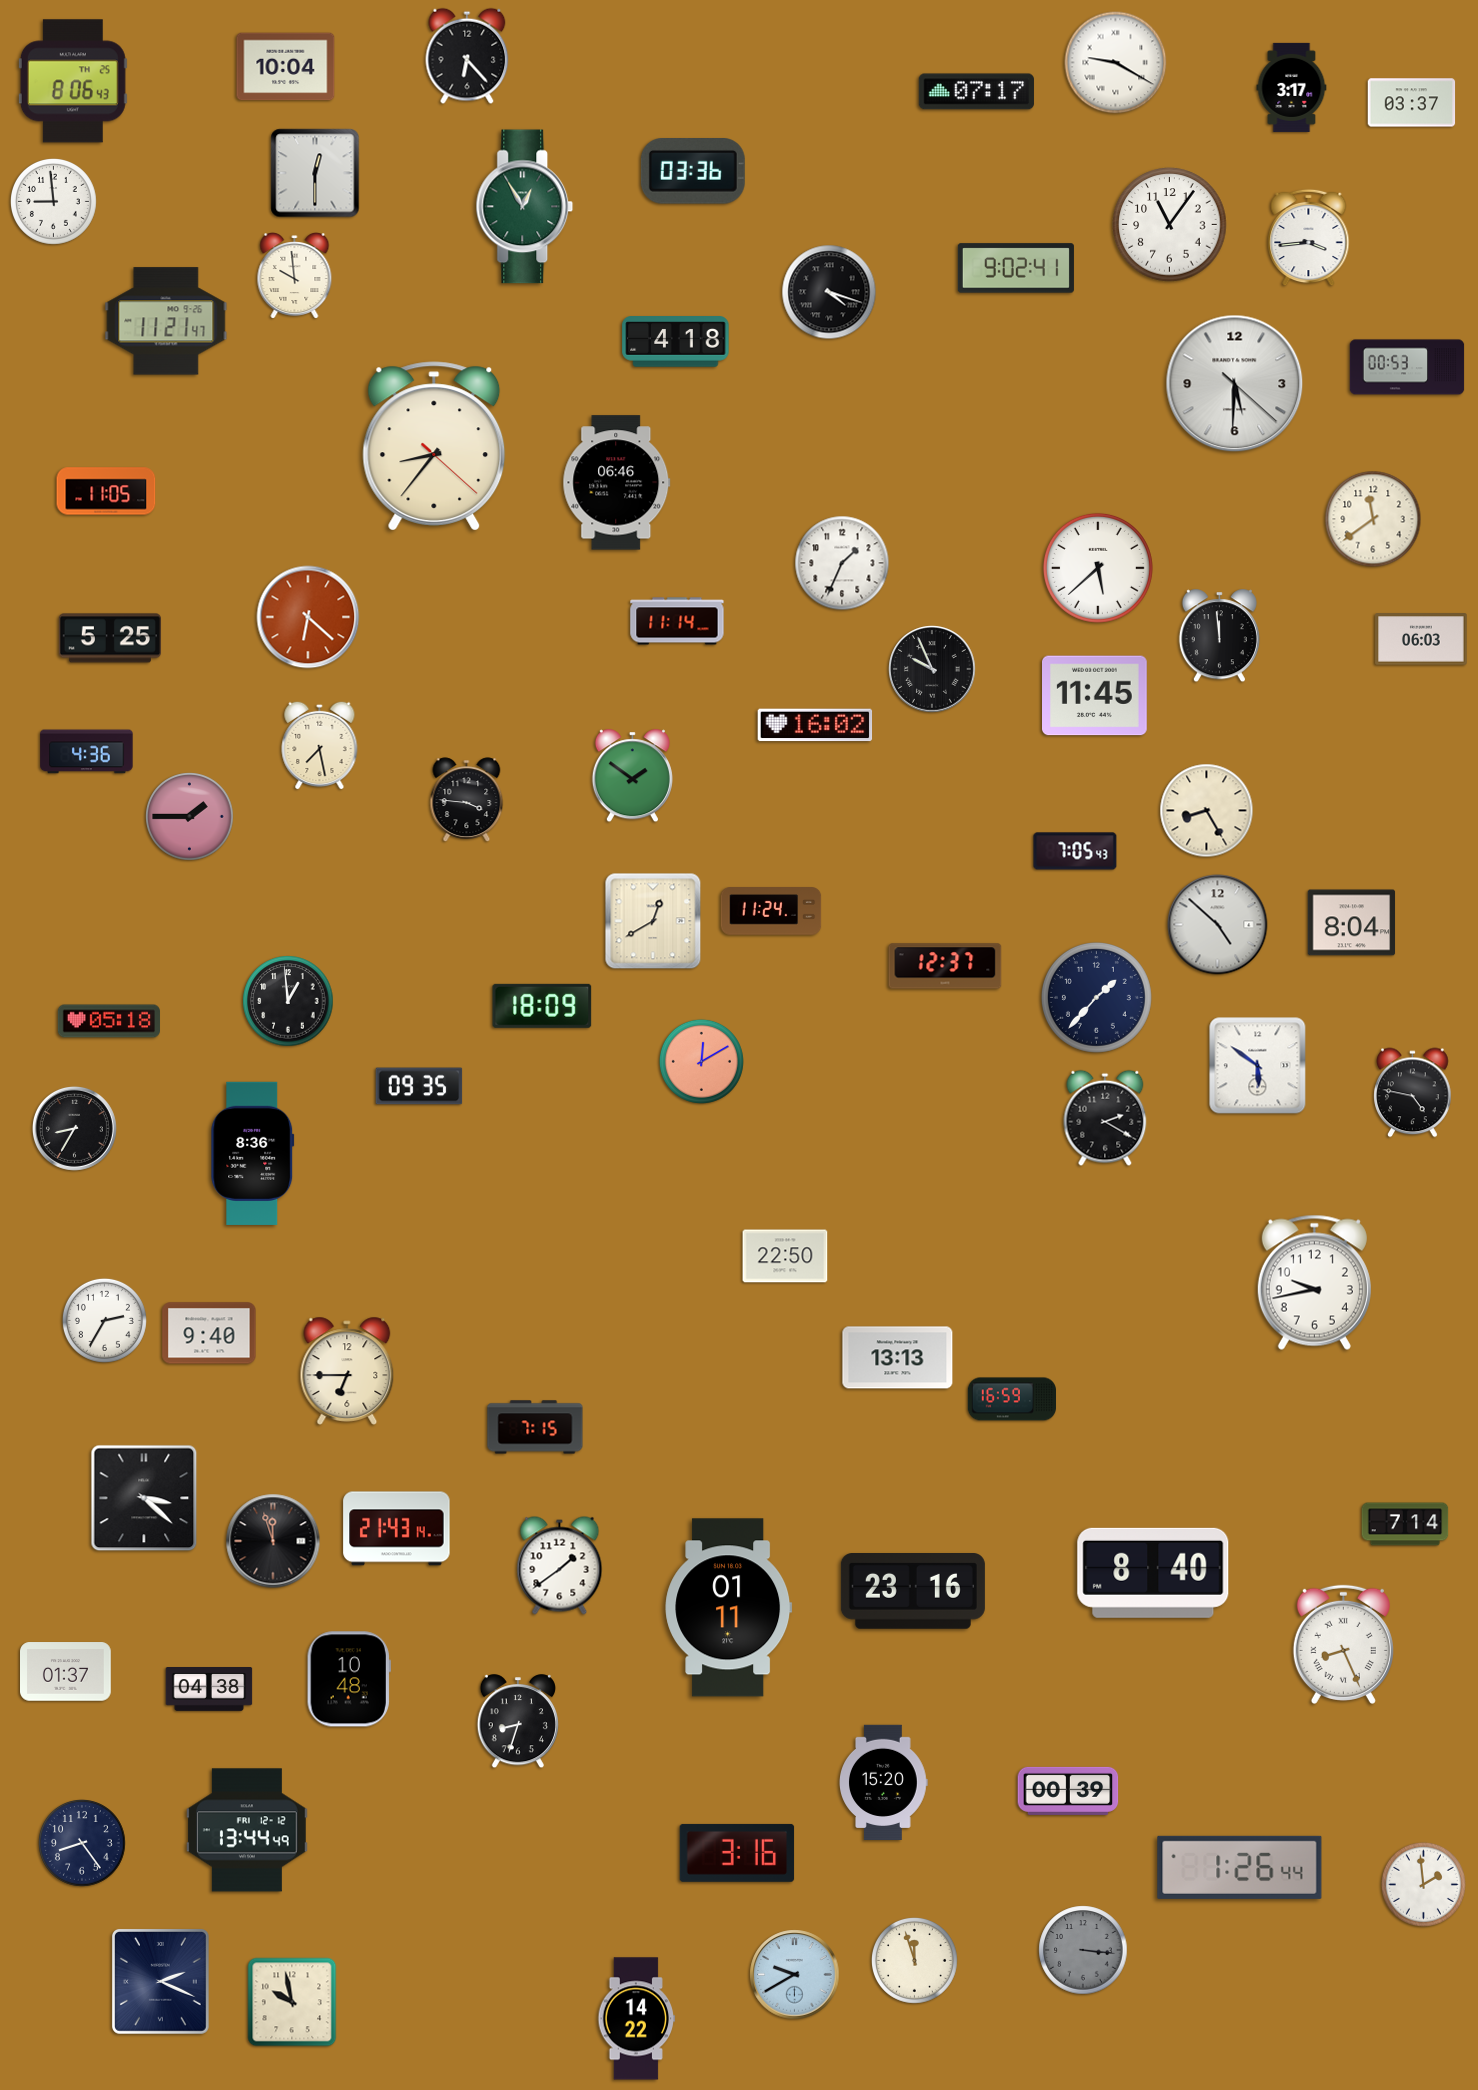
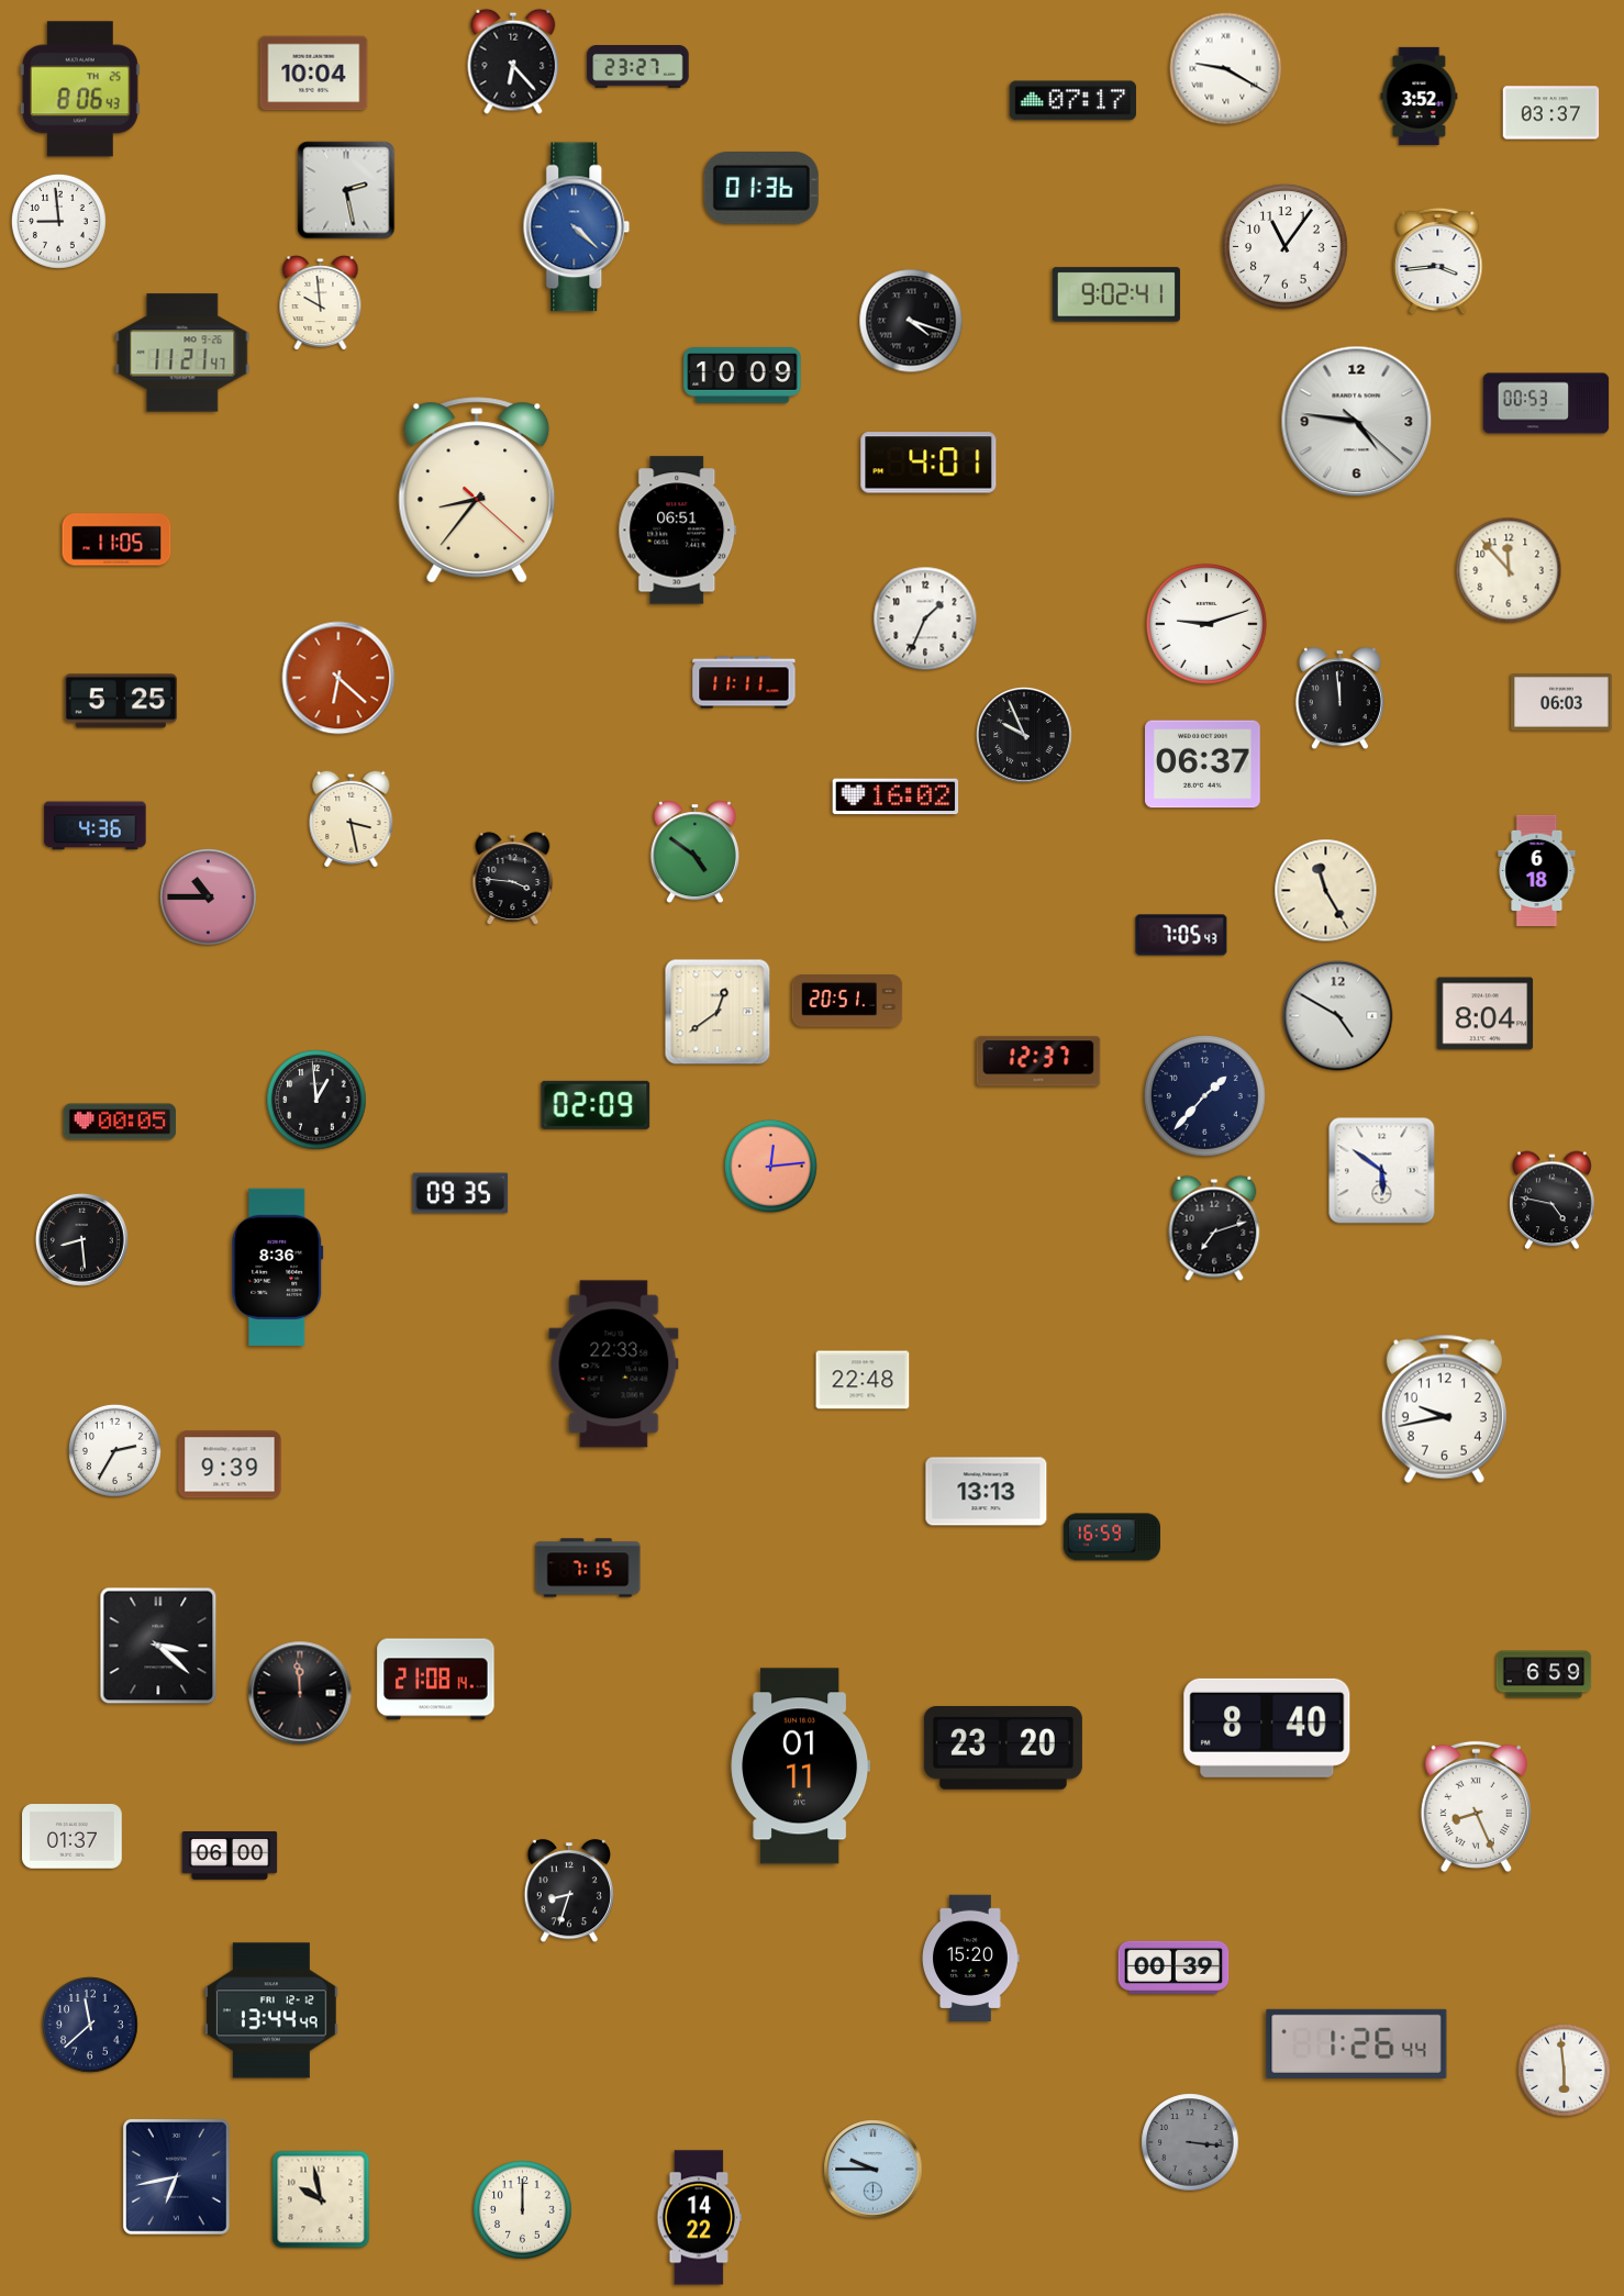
clock at (638, 67): none -> 23:27
clock at (1292, 87): 3:17 -> 3:52
clock at (693, 171): 03:36 -> 01:36
clock at (315, 173): 12:30 -> 2:28
clock at (525, 207): 12:55 -> 4:22
clock at (525, 207) dial: green -> blue
clock at (295, 276) position: (295, 276) -> (321, 303)
clock at (676, 342): 4:18 -> 10:09
clock at (1235, 384): 5:30 -> 4:46
clock at (928, 462): none -> 4:01
clock at (617, 483): 06:46 -> 06:51
clock at (1373, 519): 11:39 -> 11:53
clock at (1098, 568): 5:38 -> 9:12
clock at (677, 621): 11:14 -> 11:11
clock at (1095, 696): 11:45 -> 06:37
clock at (320, 745): 7:28 -> 3:28
clock at (632, 776): 1:51 -> 4:51
clock at (1537, 871): none -> 6:18
clock at (1207, 811): 8:25 -> 11:25
clock at (190, 817): 1:45 -> 10:45
clock at (771, 911): 11:24 -> 20:51
clock at (653, 921): 12:40 -> 12:39
clock at (1218, 925): 4:52 -> 4:50
clock at (542, 1006): 18:09 -> 02:09
clock at (109, 1021): 05:18 -> 00:05
clock at (701, 1061): 12:10 -> 12:14
clock at (1105, 1118): 2:20 -> 7:12
clock at (74, 1128): 8:35 -> 8:29
clock at (614, 1364): none -> 22:33
clock at (785, 1256): 22:50 -> 22:48
clock at (209, 1333): 9:40 -> 9:39
clock at (347, 1371): 6:45 -> none
clock at (1405, 1524): 7:14 -> 6:59
clock at (397, 1529): 21:43 -> 21:08
clock at (273, 1541): 11:57 -> 11:59
clock at (560, 1566): 1:39 -> none
clock at (913, 1592): 23:16 -> 23:20
clock at (349, 1679): 10:48 -> none
clock at (209, 1690): 04:38 -> 06:00
clock at (83, 1844): 8:24 -> 11:38
clock at (737, 1853): 3:16 -> none
clock at (1240, 1867) position: (1240, 1867) -> (1357, 2043)
clock at (1423, 1884): 1:59 -> 5:59
clock at (914, 1960): 11:57 -> none
clock at (795, 1975): 9:40 -> 9:45
clock at (160, 1981): 2:19 -> 6:43
clock at (523, 2210): none -> 12:00
